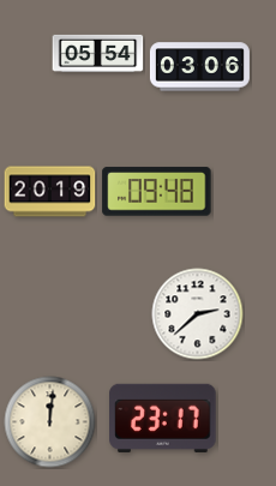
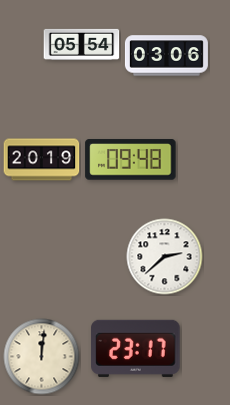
clock at (198, 314) position: (198, 314) -> (165, 257)
clock at (50, 422) position: (50, 422) -> (42, 357)
